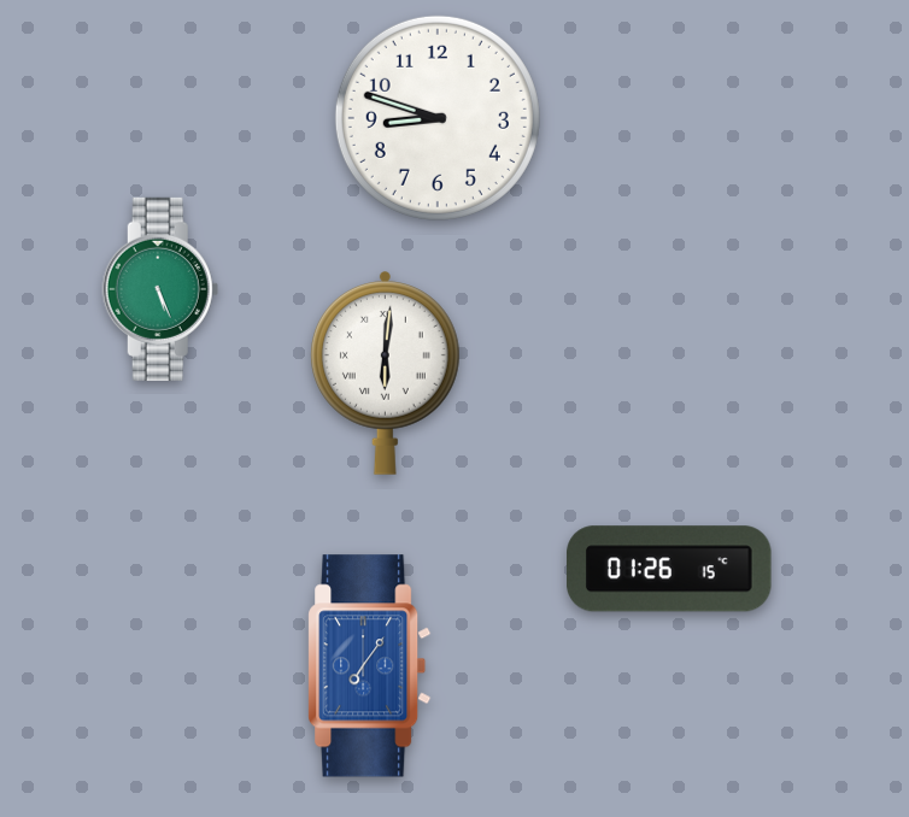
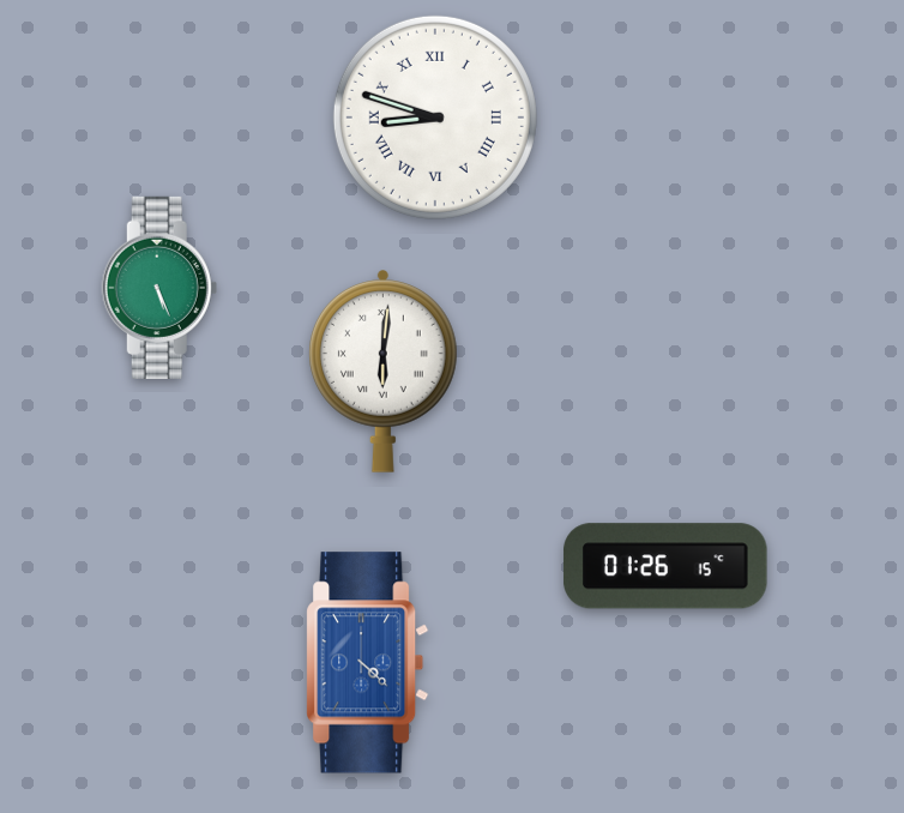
clock at (438, 118) numerals: Arabic -> Roman
clock at (370, 666): 7:06 -> 4:22
